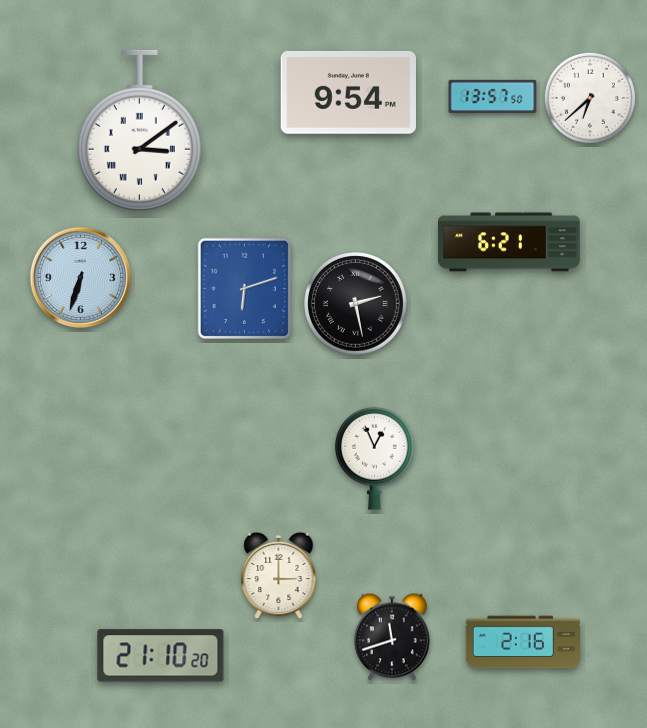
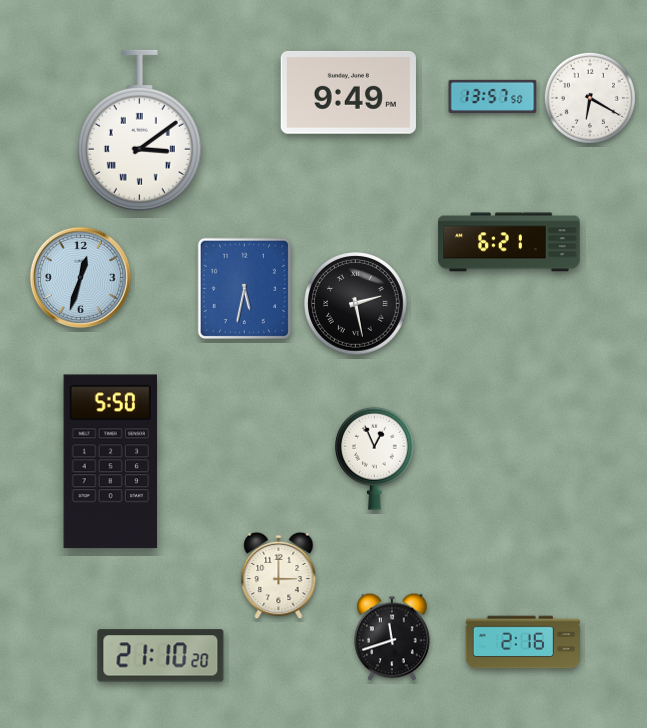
clock at (348, 93): 9:54 -> 9:49
clock at (590, 98): 6:38 -> 6:20
clock at (80, 277): 6:33 -> 12:33
clock at (245, 289): 6:12 -> 5:32
clock at (111, 462): none -> 5:50
